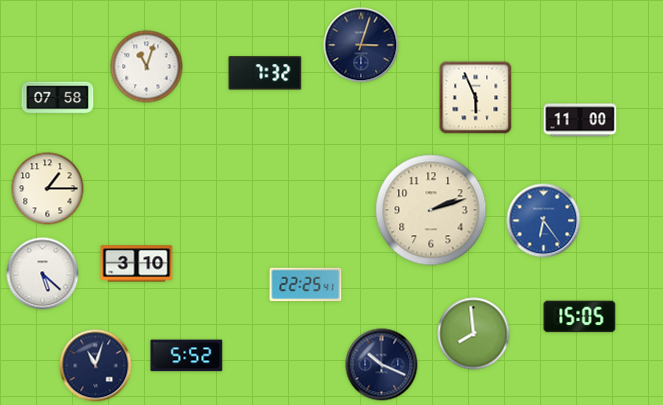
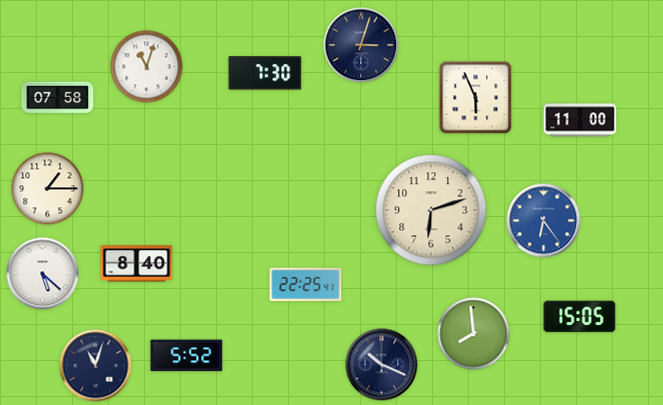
clock at (265, 73): 7:32 -> 7:30
clock at (431, 210): 2:12 -> 6:12
clock at (137, 264): 3:10 -> 8:40
